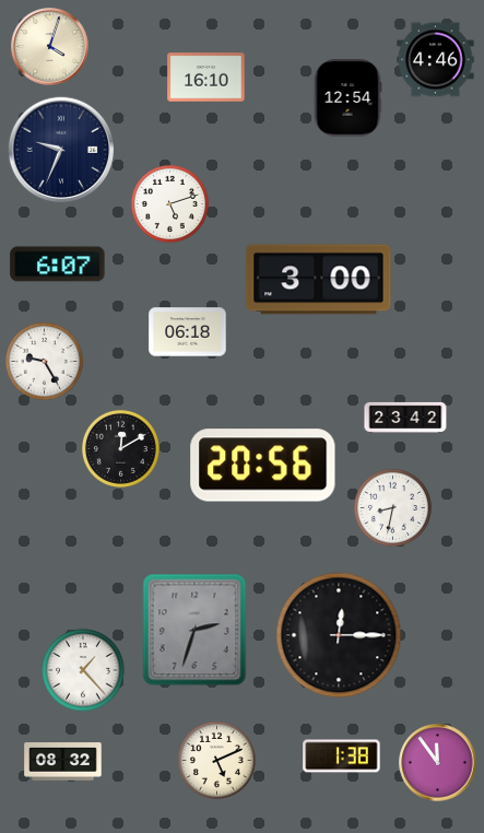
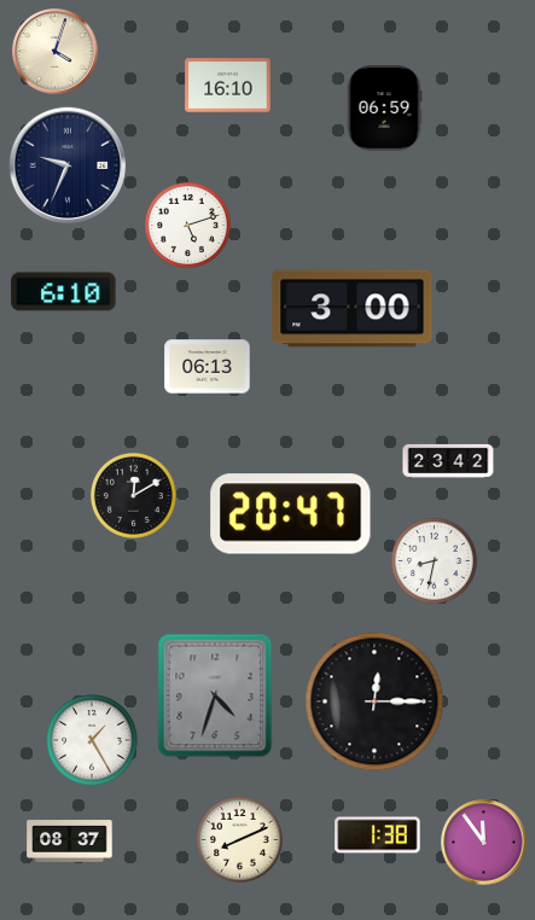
clock at (436, 60): 4:46 -> none
clock at (347, 98): 12:54 -> 06:59
clock at (58, 265): 6:07 -> 6:10
clock at (188, 332): 06:18 -> 06:13
clock at (44, 361): 9:25 -> none
clock at (263, 466): 20:56 -> 20:47
clock at (194, 630): 2:33 -> 4:33
clock at (83, 670): 1:23 -> 1:25
clock at (216, 760): 5:11 -> 8:11
clock at (63, 762): 08:32 -> 08:37
